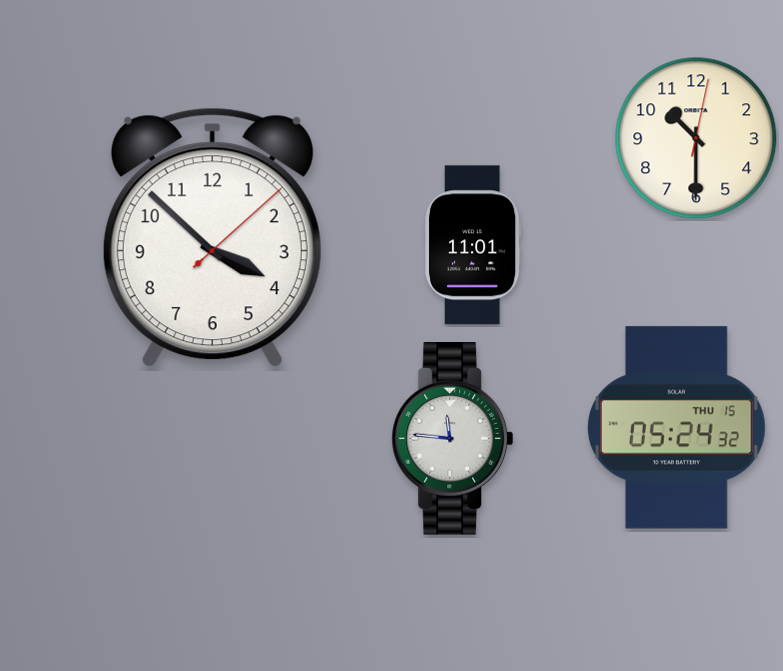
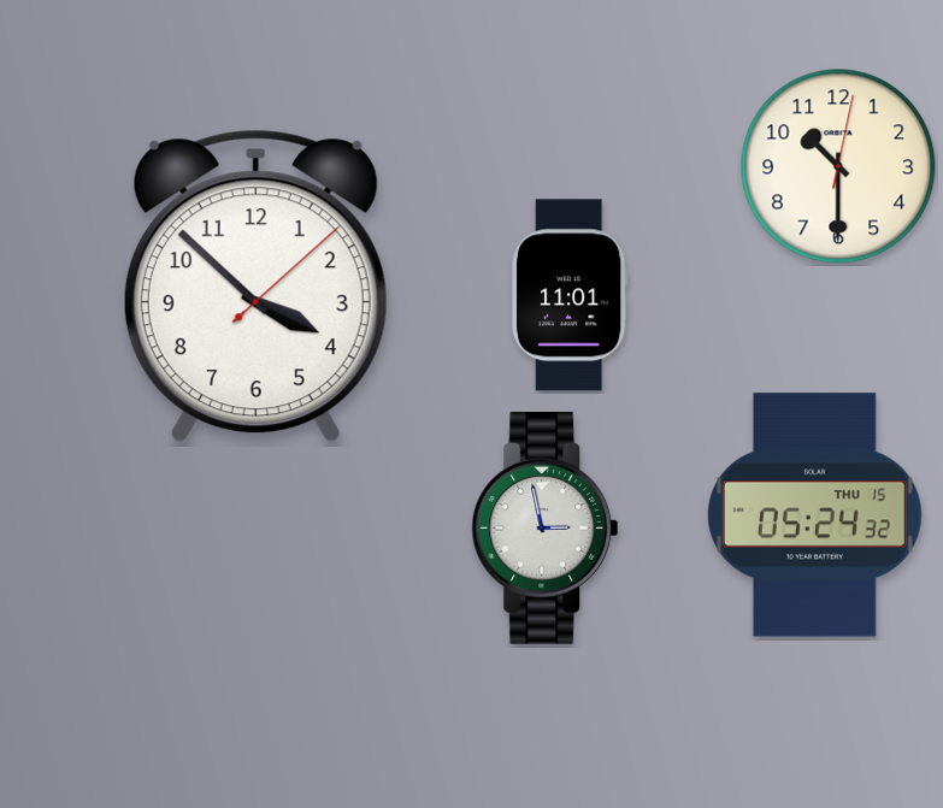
clock at (453, 439): 11:46 -> 2:58
